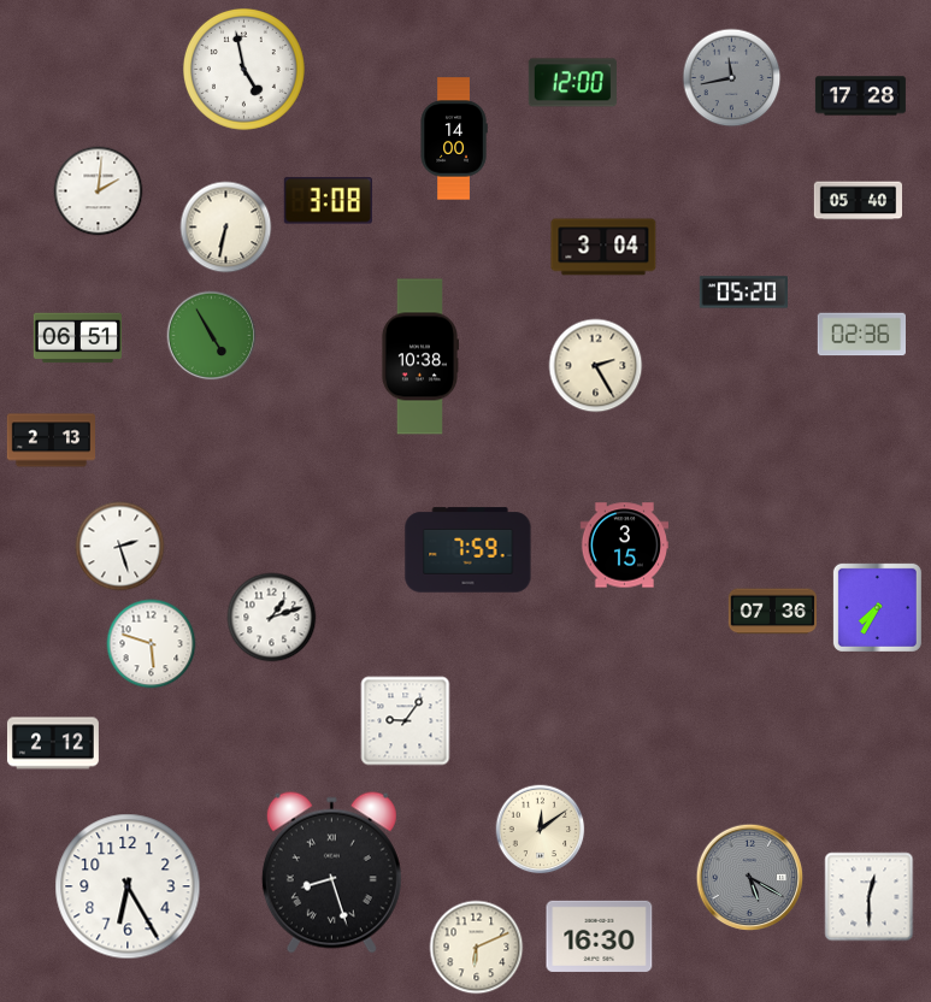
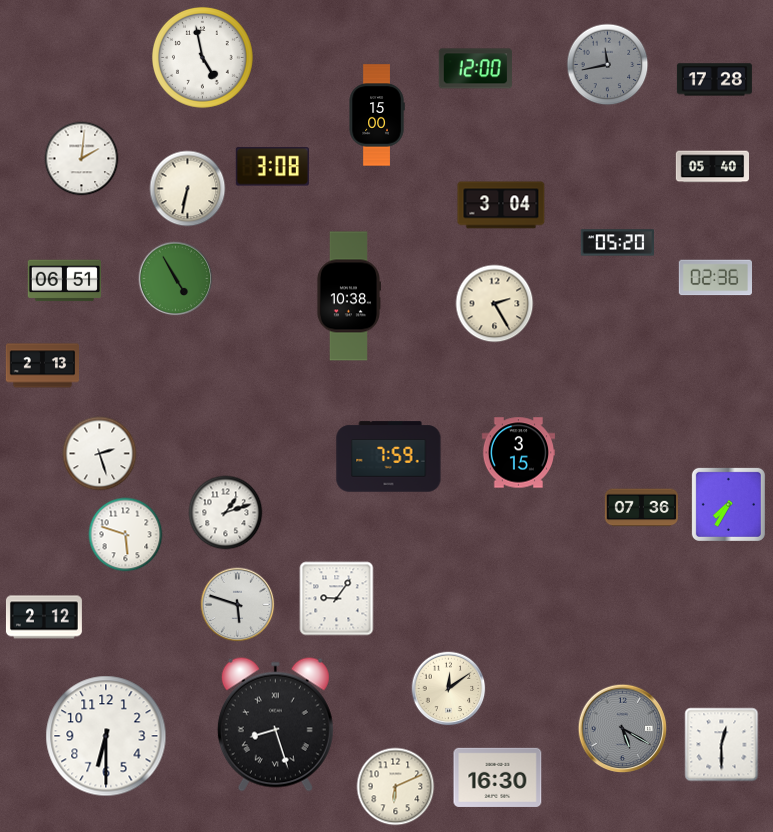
clock at (454, 138): 14:00 -> 15:00
clock at (238, 605): none -> 5:48
clock at (128, 886): 6:25 -> 6:30
